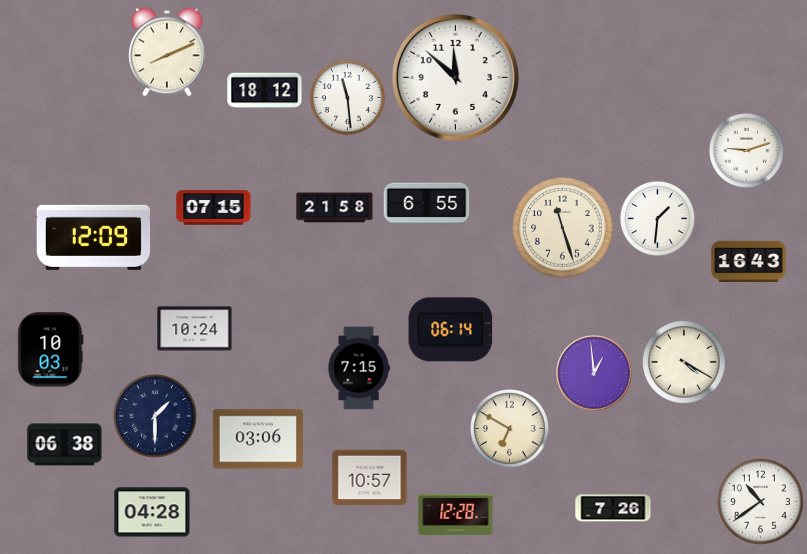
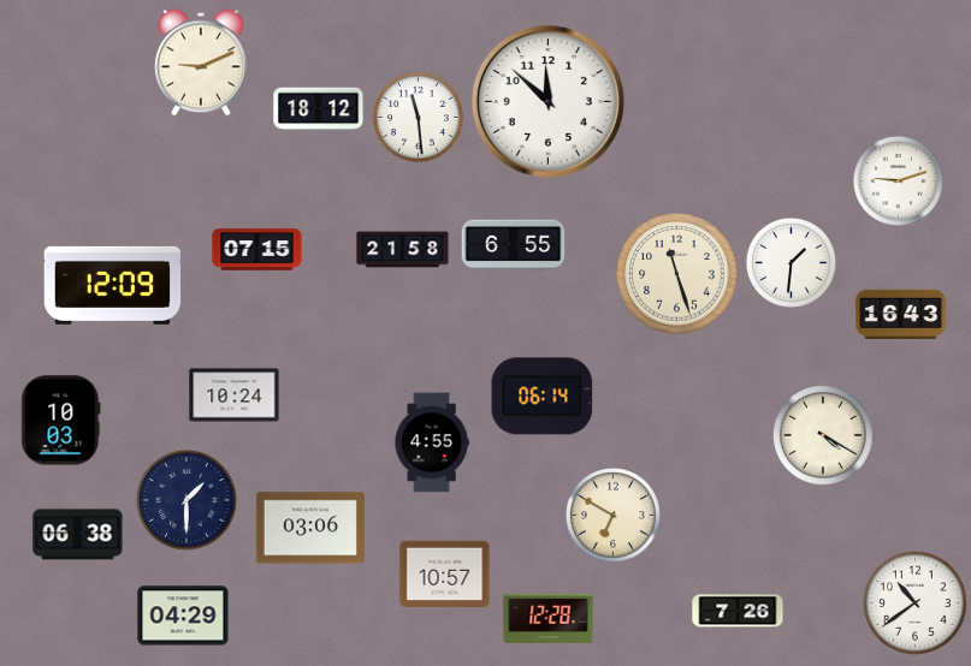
clock at (167, 52): 8:11 -> 9:11
clock at (455, 77) position: (455, 77) -> (547, 101)
clock at (359, 368): 7:15 -> 4:55
clock at (594, 373): 12:59 -> none
clock at (152, 512): 04:28 -> 04:29
